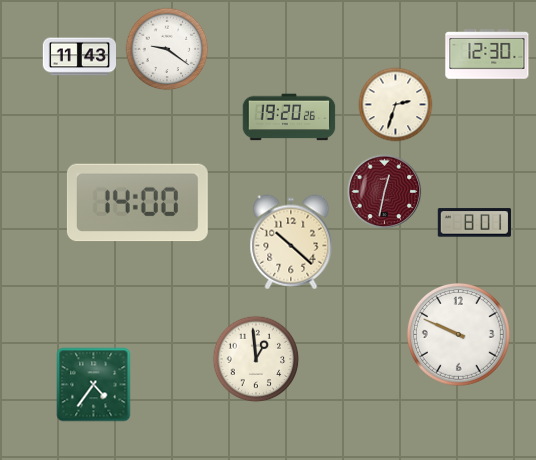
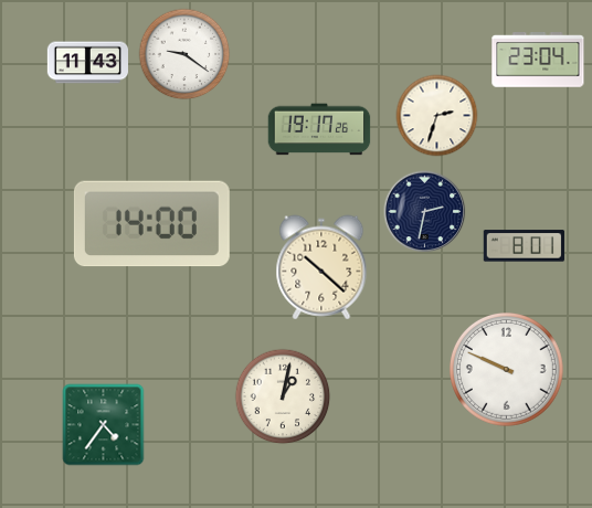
clock at (487, 55): 12:30 -> 23:04
clock at (289, 117): 19:20 -> 19:17
clock at (385, 192): 12:32 -> 2:32
clock at (385, 192) dial: burgundy -> navy
clock at (256, 359): 12:59 -> 1:02
